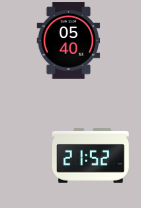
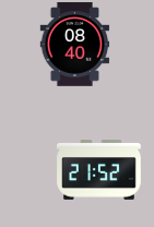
clock at (69, 41): 05:40 -> 08:40
